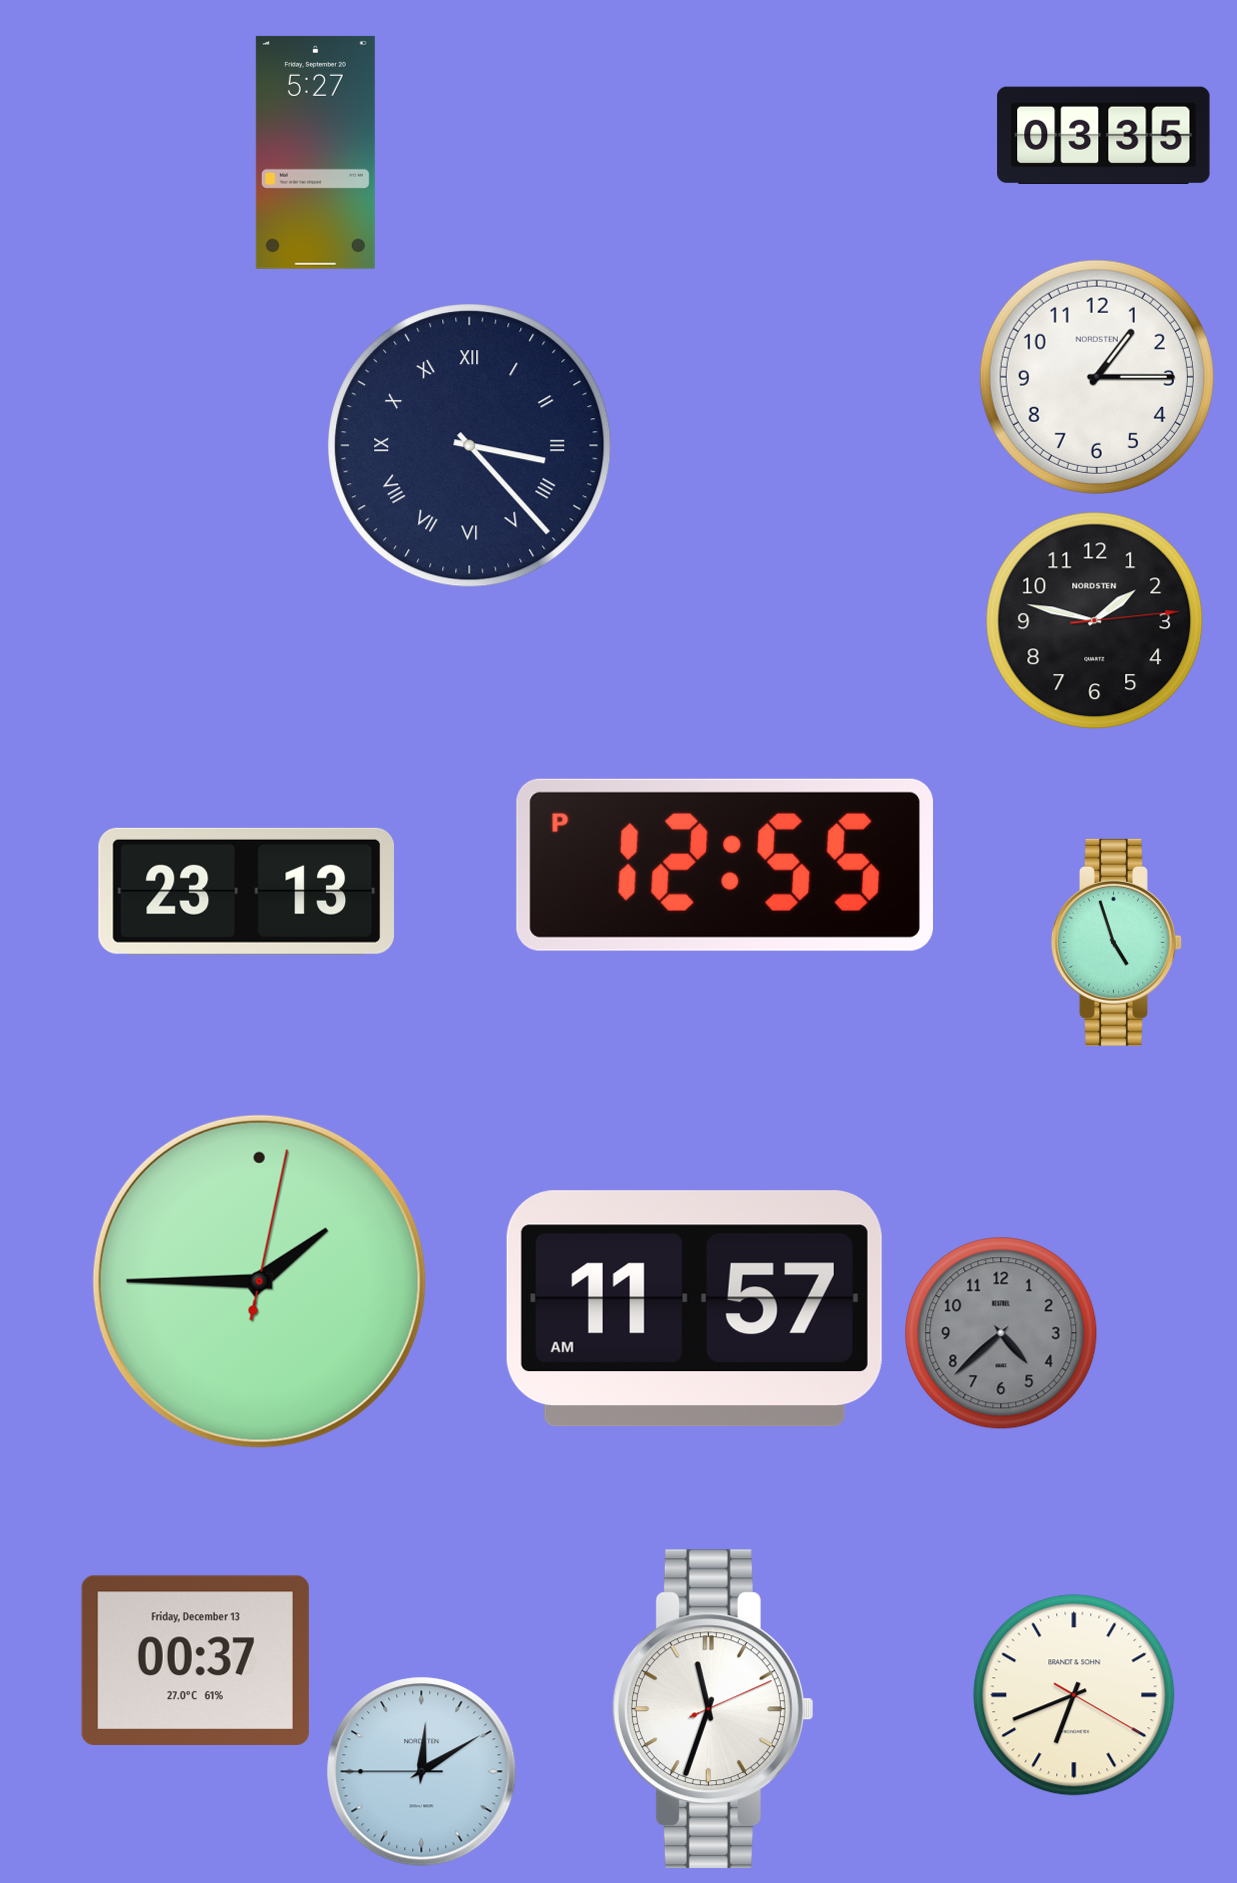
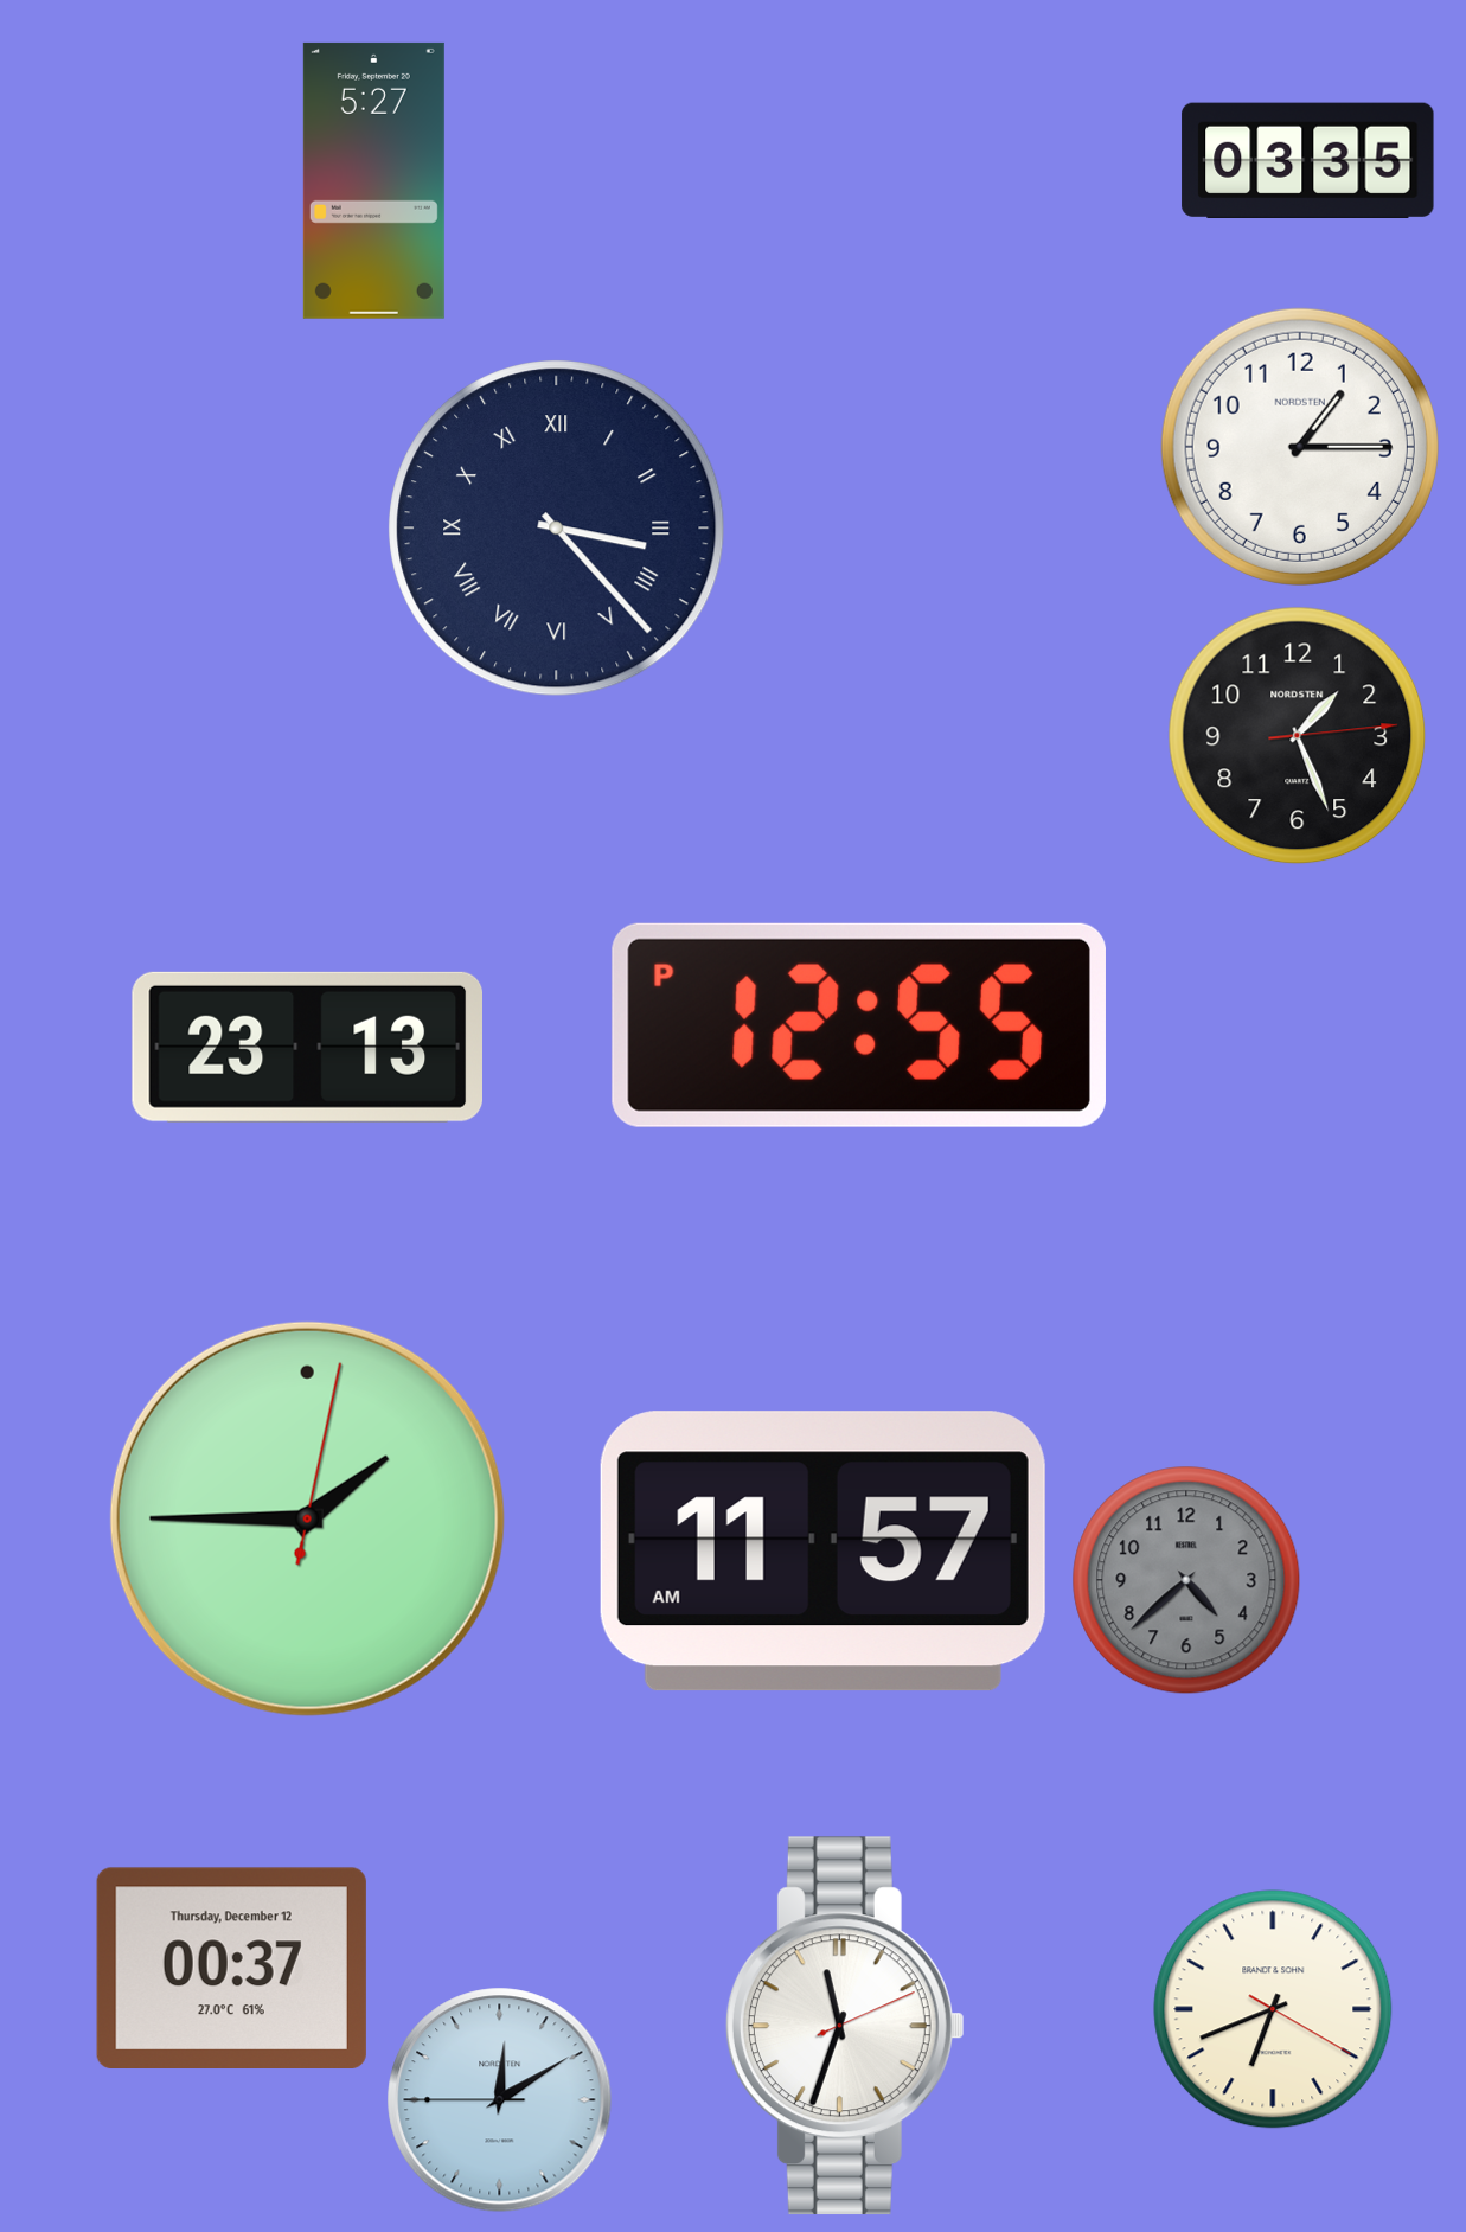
clock at (1095, 621): 1:47 -> 1:26
clock at (246, 891) position: (246, 891) -> (307, 1047)
clock at (1117, 942): 4:57 -> none
clock at (195, 1660) date: Friday, December 13 -> Thursday, December 12
